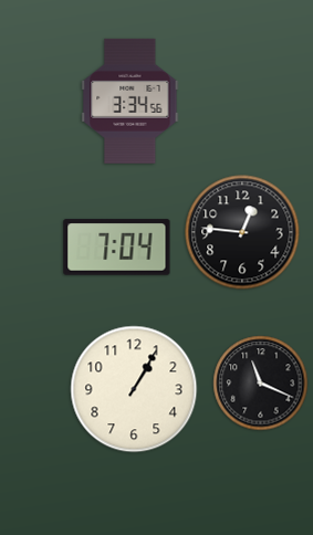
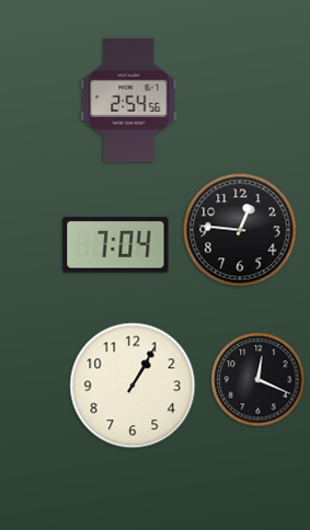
clock at (131, 101): 3:34 -> 2:54
clock at (261, 384): 11:19 -> 12:19
